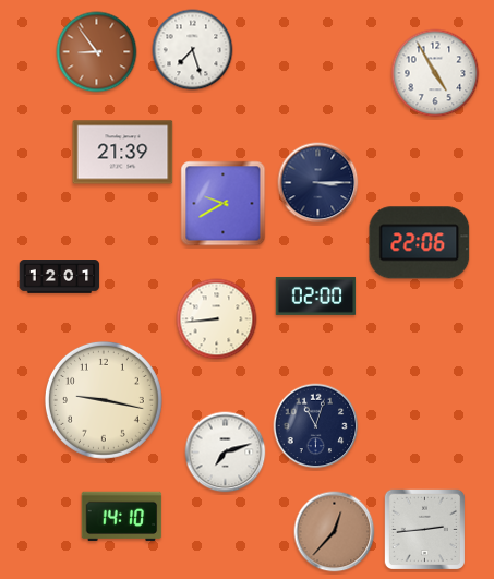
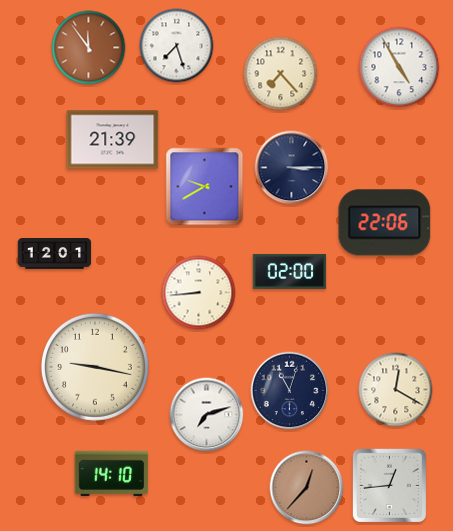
clock at (97, 52): 8:54 -> 11:54
clock at (281, 74): none -> 7:23
clock at (396, 390): none -> 12:20
clock at (424, 529): 2:44 -> 12:44
